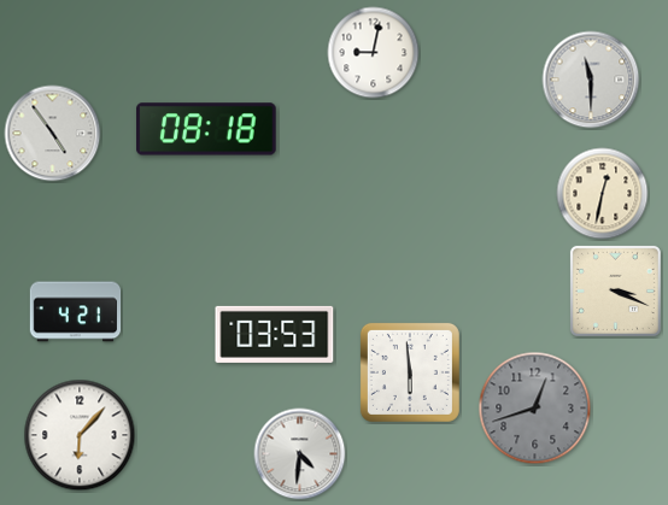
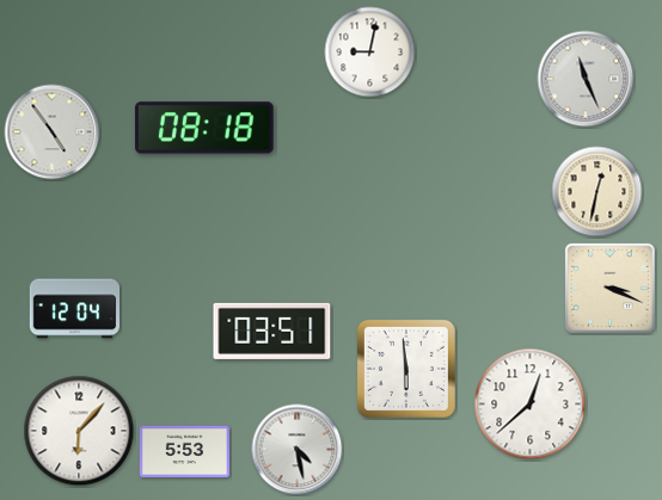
clock at (591, 80): 11:30 -> 11:26
clock at (76, 312): 4:21 -> 12:04
clock at (275, 334): 03:53 -> 03:51
clock at (535, 409): 12:42 -> 12:38
clock at (535, 409) dial: grey -> white
clock at (300, 454): 4:31 -> 4:28
clock at (185, 451): none -> 5:53
